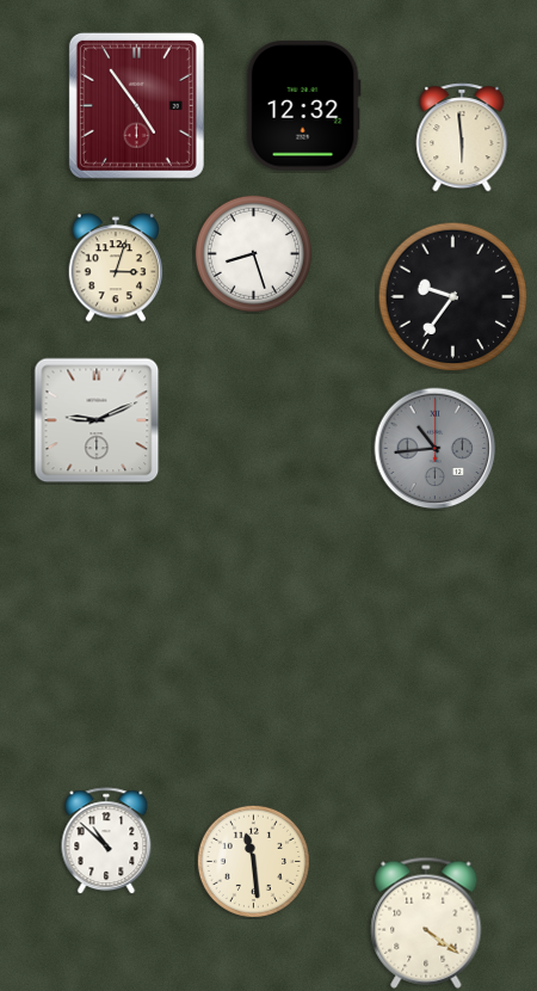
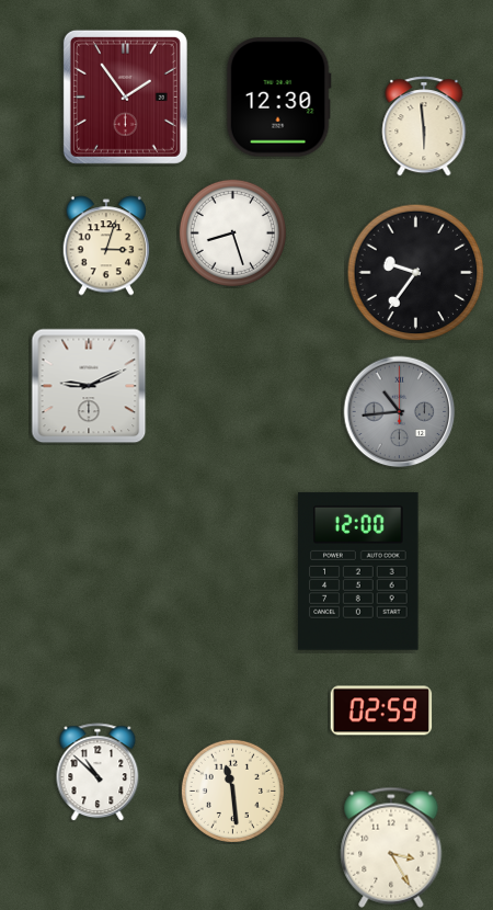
clock at (136, 105): 4:54 -> 1:54
clock at (303, 106): 12:32 -> 12:30
clock at (358, 571): none -> 12:00
clock at (381, 710): none -> 02:59
clock at (426, 923): 4:21 -> 3:25
